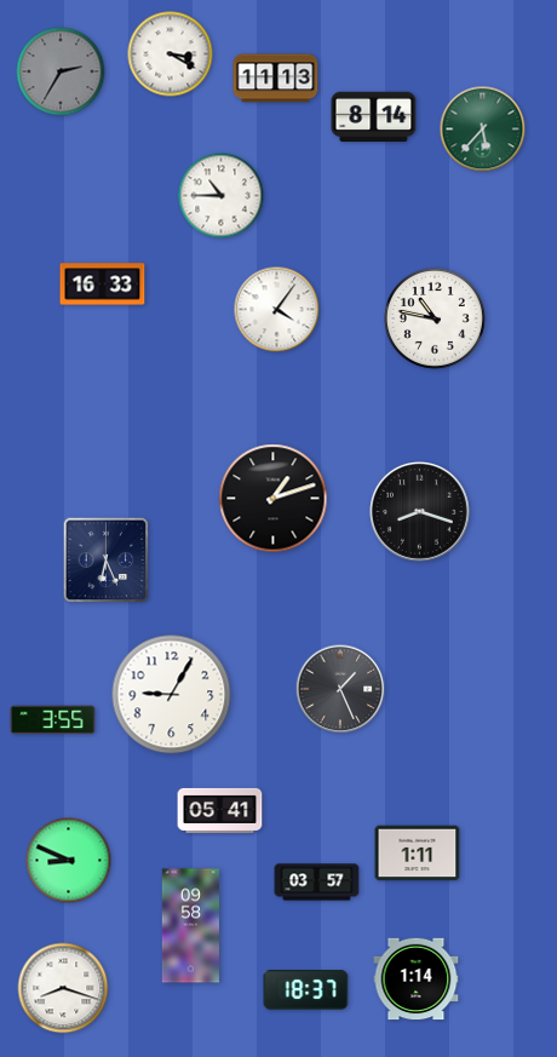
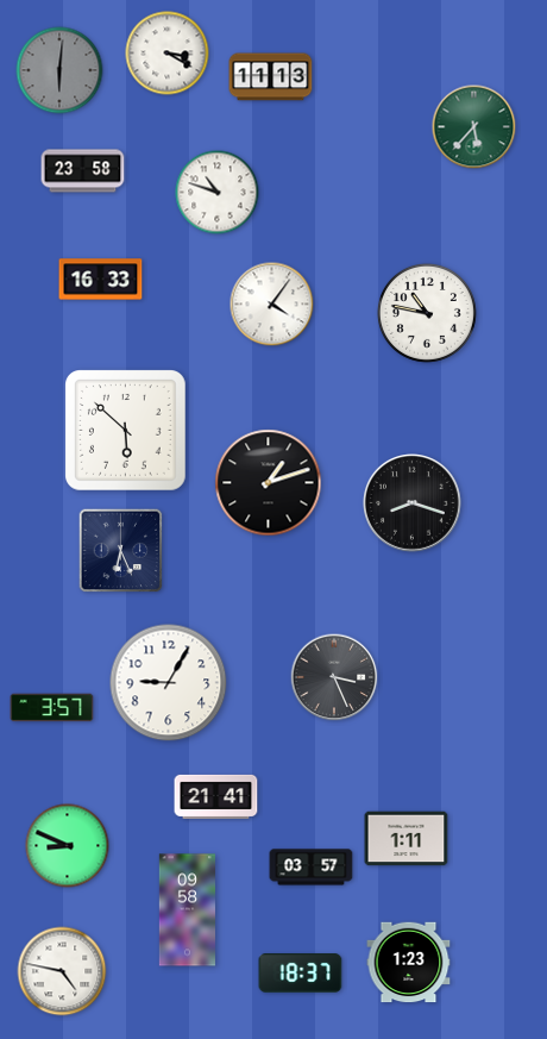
clock at (61, 71): 2:35 -> 6:01
clock at (374, 117): 8:14 -> none
clock at (83, 171): none -> 23:58
clock at (222, 196): 10:45 -> 10:48
clock at (126, 431): none -> 5:52
clock at (274, 499) position: (274, 499) -> (269, 483)
clock at (107, 561) position: (107, 561) -> (121, 551)
clock at (340, 689): 1:26 -> 3:26
clock at (53, 720): 3:55 -> 3:57
clock at (220, 810): 05:41 -> 21:41
clock at (418, 854) position: (418, 854) -> (407, 839)
clock at (417, 980): 1:14 -> 1:23
clock at (63, 988): 8:18 -> 4:47
